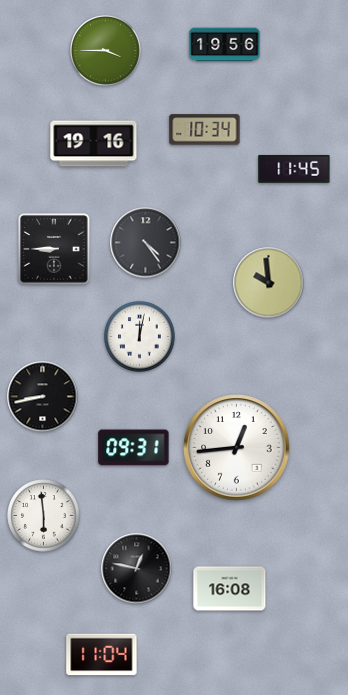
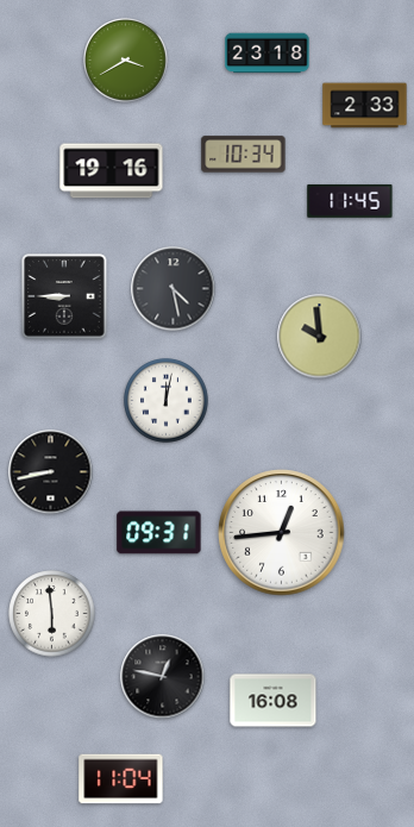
clock at (225, 45): 19:56 -> 23:18
clock at (106, 51): 3:45 -> 3:40
clock at (365, 106): none -> 2:33
clock at (146, 243): 4:24 -> 4:28
